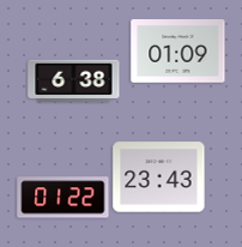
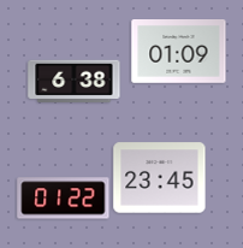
clock at (159, 177): 23:43 -> 23:45
